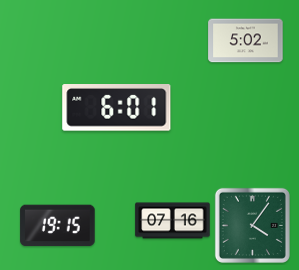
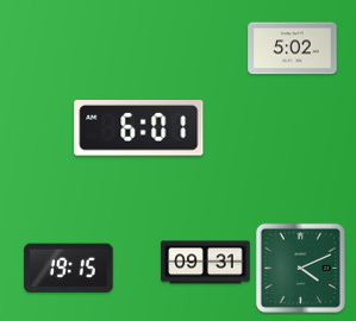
clock at (173, 221): 07:16 -> 09:31
clock at (252, 225): 4:06 -> 4:11
